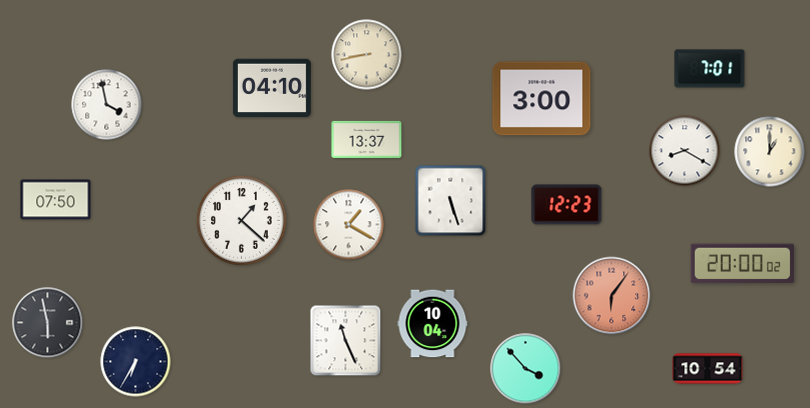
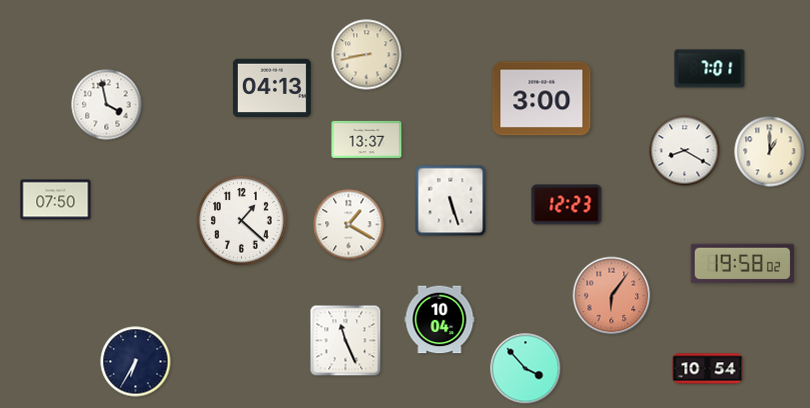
clock at (272, 88): 04:10 -> 04:13
clock at (743, 264): 20:00 -> 19:58
clock at (48, 323): 5:58 -> none
clock at (433, 324) position: (433, 324) -> (440, 320)
